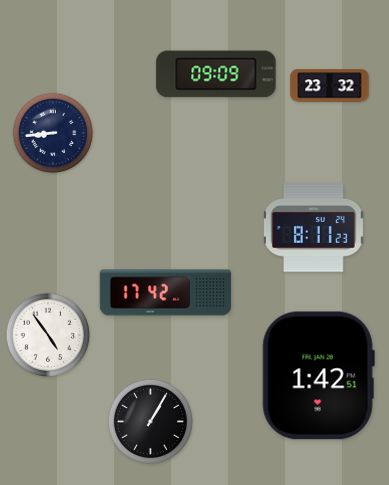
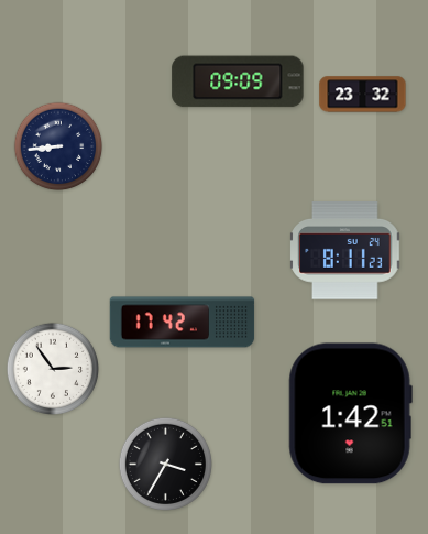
clock at (47, 334): 4:54 -> 2:54
clock at (150, 421): 1:05 -> 3:35
